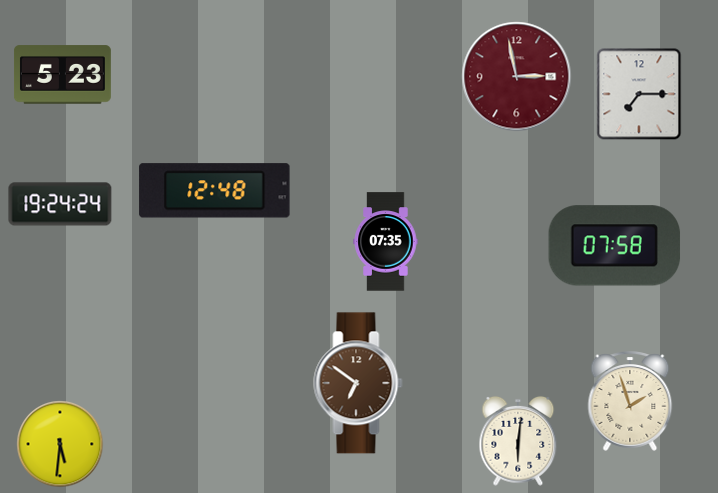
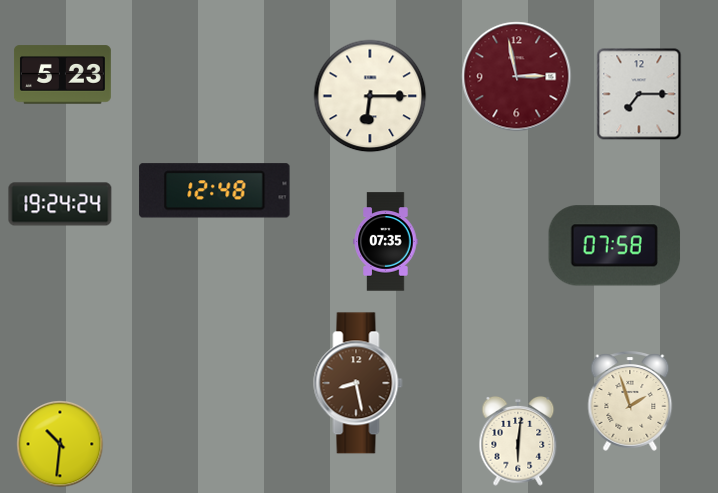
clock at (370, 96): none -> 6:15
clock at (358, 383): 6:51 -> 8:28
clock at (60, 444): 5:31 -> 10:31
